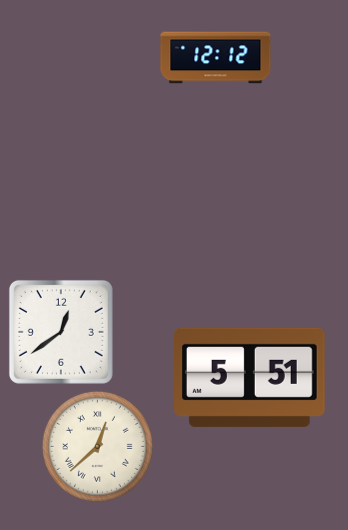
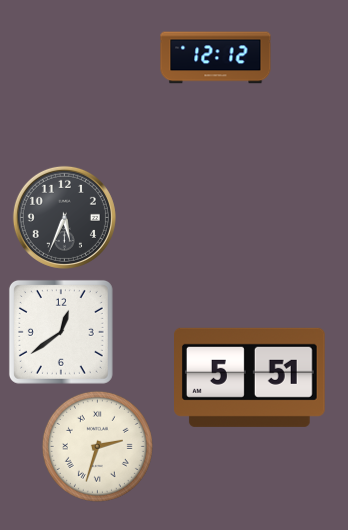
clock at (64, 217): none -> 5:34
clock at (97, 446): 12:38 -> 2:33
